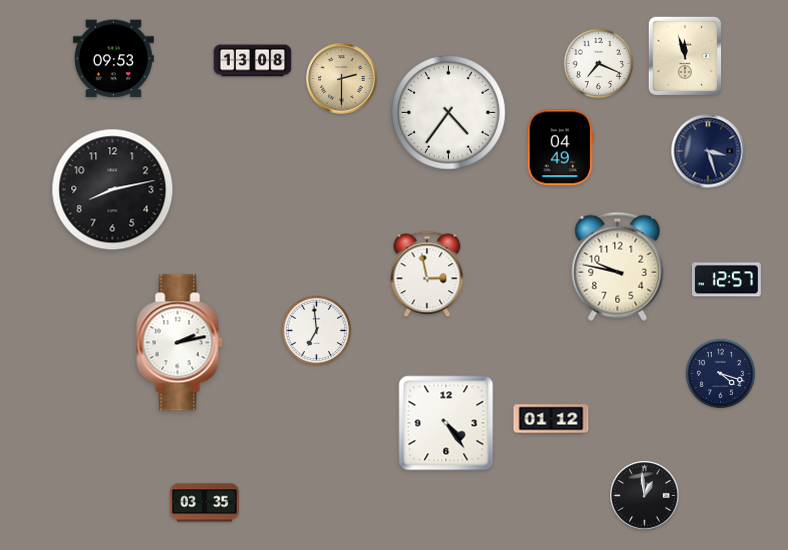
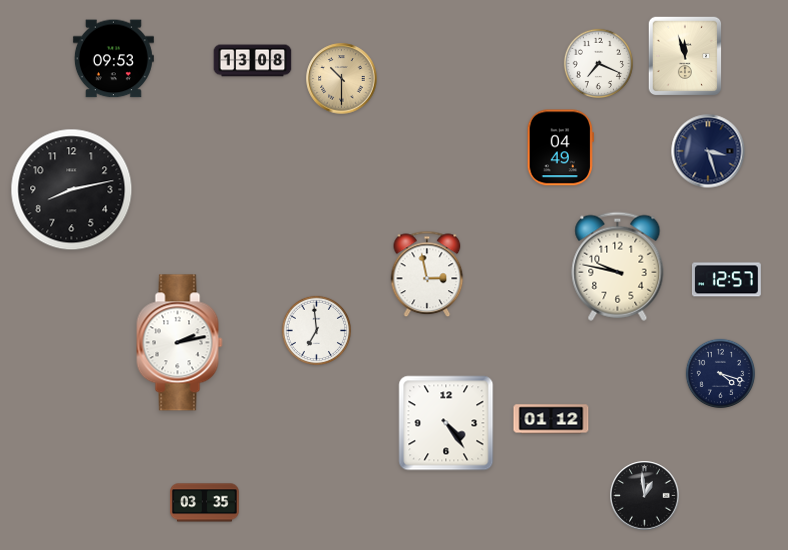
clock at (342, 79): 2:30 -> 10:30
clock at (449, 113): 4:36 -> none
clock at (113, 190) position: (113, 190) -> (72, 190)
